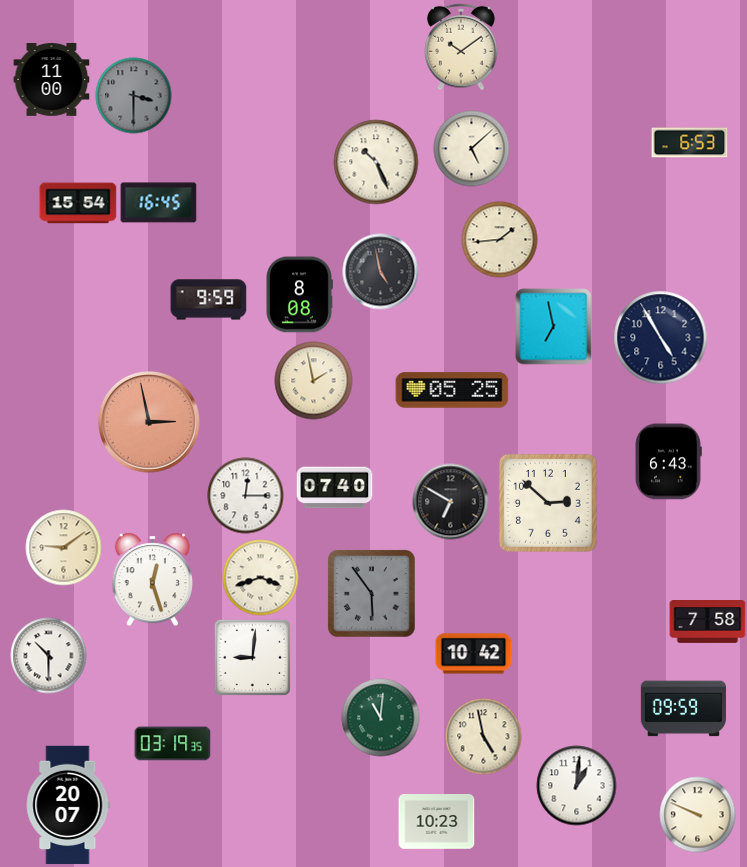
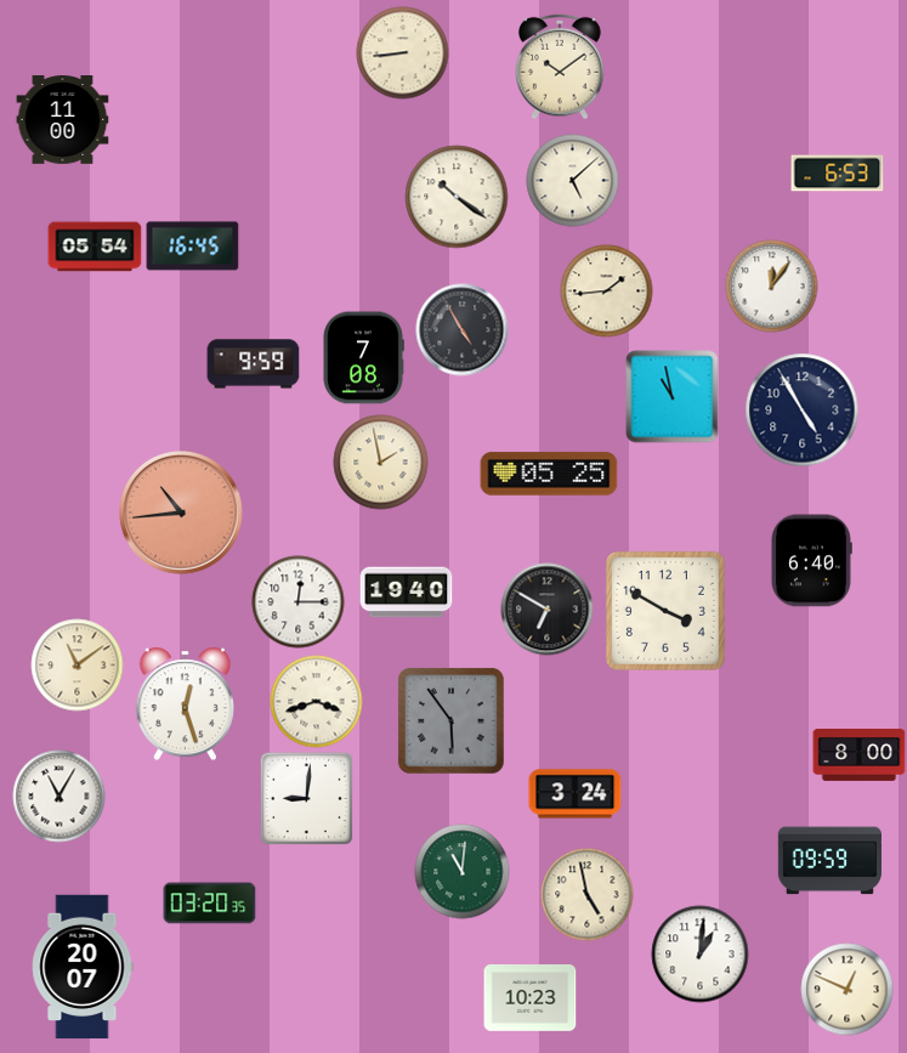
clock at (403, 53): none -> 8:44
clock at (461, 47) position: (461, 47) -> (560, 67)
clock at (52, 80) position: (52, 80) -> (63, 120)
clock at (134, 96): 3:30 -> none
clock at (376, 162): 10:26 -> 10:21
clock at (78, 203): 15:54 -> 05:54
clock at (772, 287): none -> 12:06
clock at (381, 272): 4:58 -> 4:55
clock at (299, 295): 8:08 -> 7:08
clock at (554, 327): 6:58 -> 10:58
clock at (150, 423): 2:58 -> 10:44
clock at (668, 462): 6:43 -> 6:40
clock at (335, 488): 07:40 -> 19:40
clock at (548, 503): 2:52 -> 3:50
clock at (64, 548): 9:09 -> 11:09
clock at (708, 622): 7:58 -> 8:00
clock at (474, 654): 10:42 -> 3:24
clock at (49, 656): 10:30 -> 11:05
clock at (173, 744): 03:19 -> 03:20
clock at (68, 805) position: (68, 805) -> (83, 967)
clock at (698, 815): 9:49 -> 12:49
